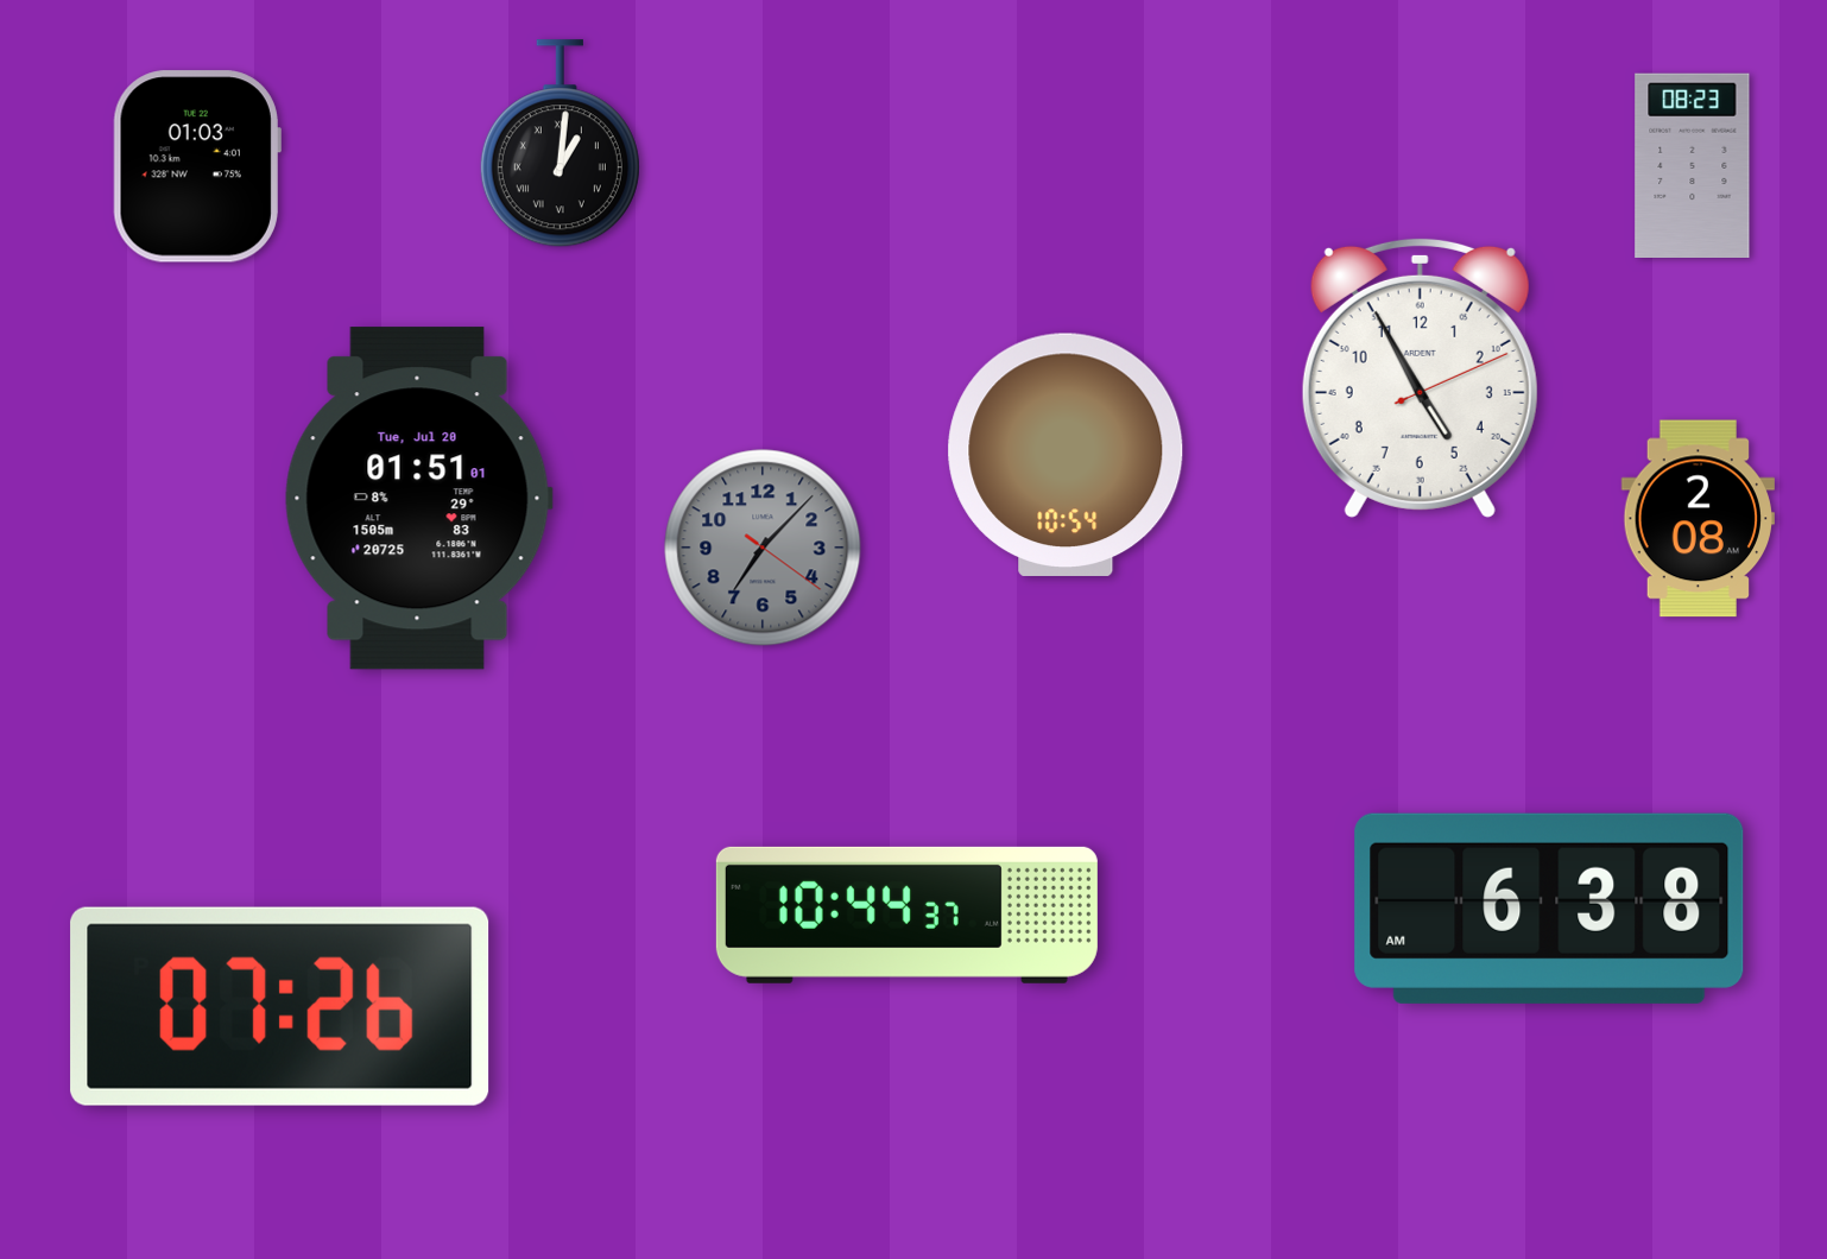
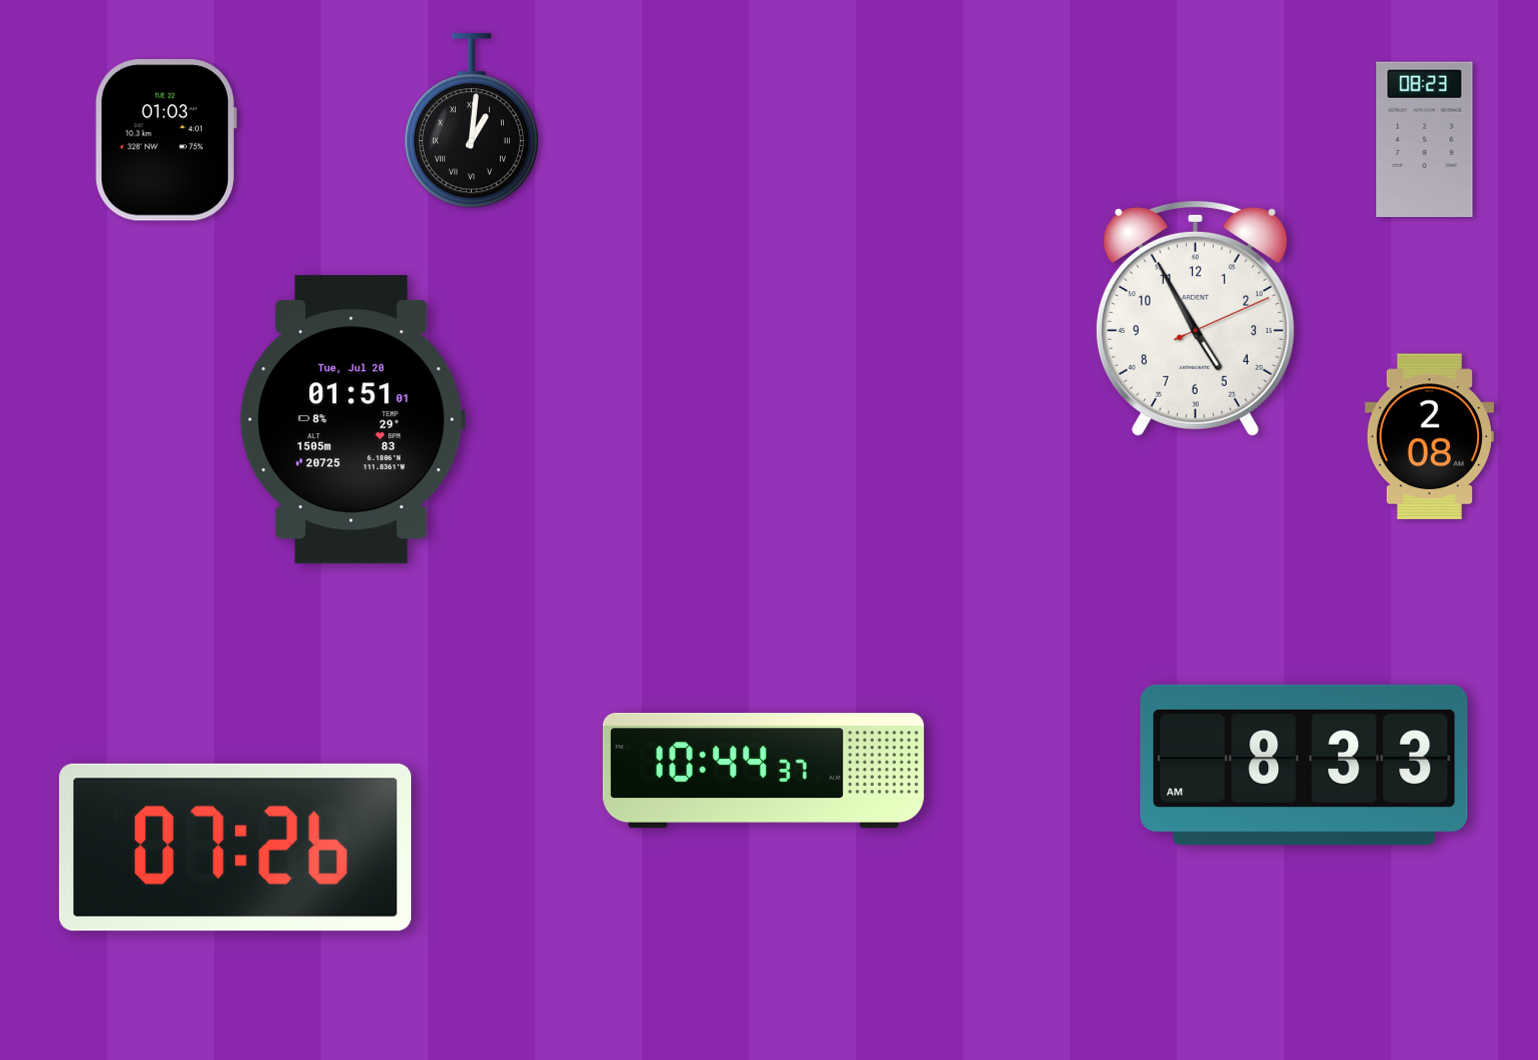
clock at (1066, 455): 10:54 -> none
clock at (763, 548): 7:07 -> none
clock at (1549, 909): 6:38 -> 8:33
